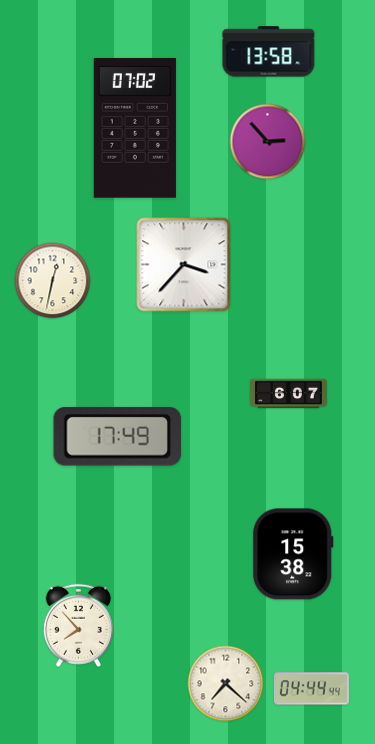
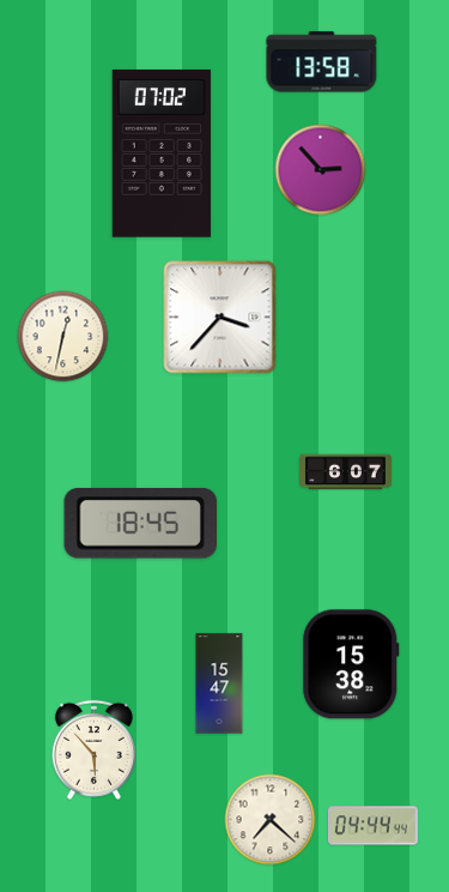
clock at (117, 437): 17:49 -> 18:45
clock at (219, 683): none -> 15:47
clock at (78, 625): 7:53 -> 5:53
